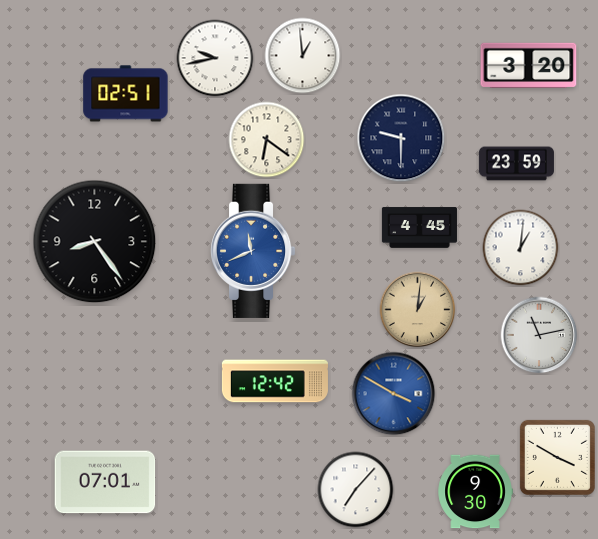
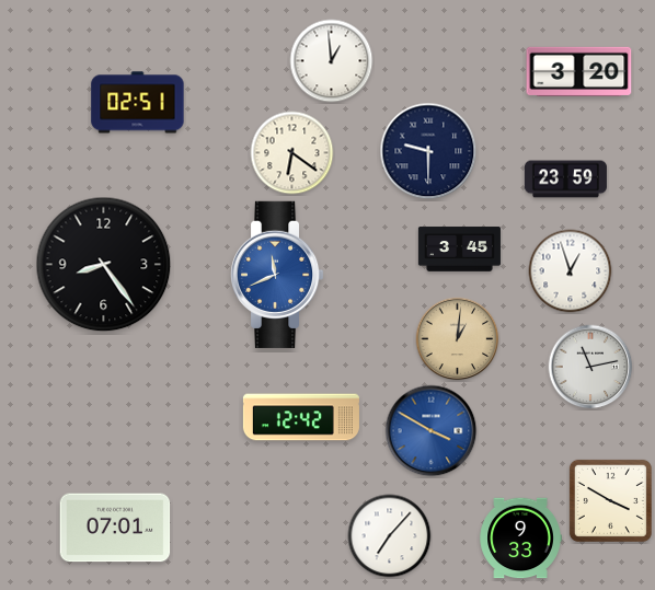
clock at (215, 58): 9:43 -> none
clock at (401, 138) position: (401, 138) -> (428, 151)
clock at (419, 228): 4:45 -> 3:45
clock at (521, 248): 1:01 -> 12:57
clock at (475, 492): 9:30 -> 9:33
